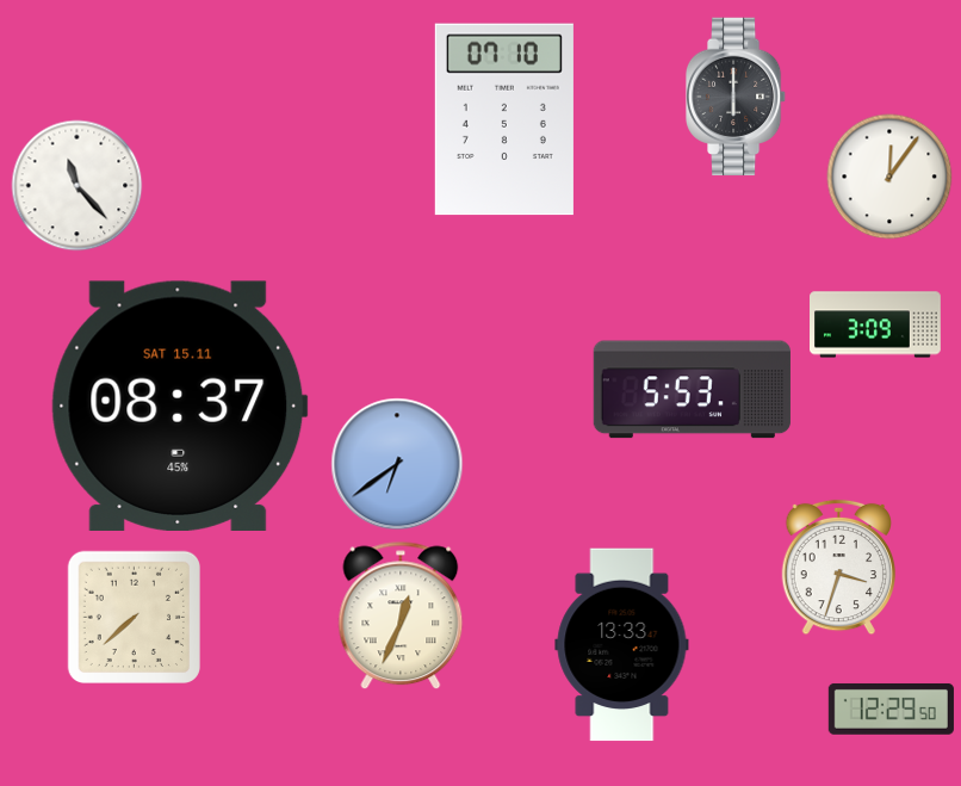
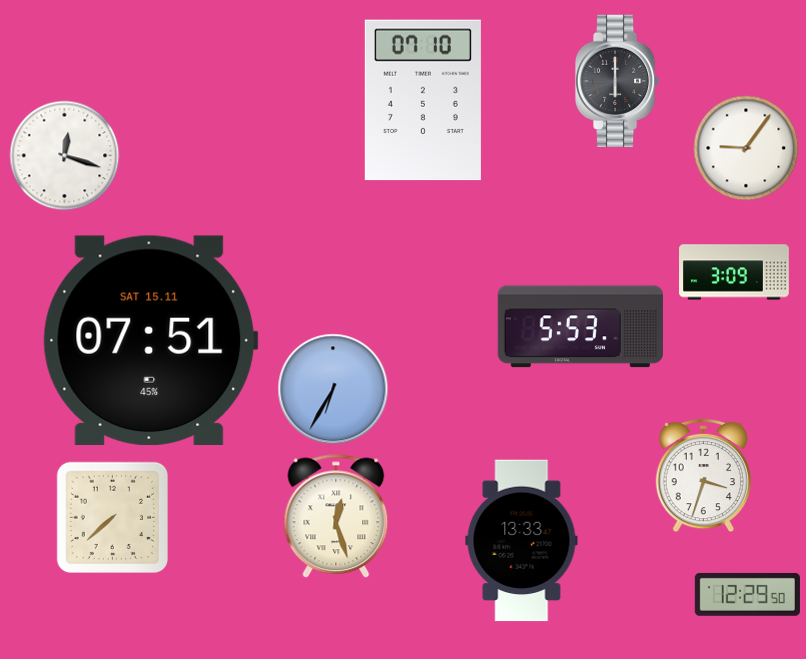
clock at (889, 177): 12:06 -> 9:06
clock at (77, 186): 11:23 -> 12:18
clock at (179, 406): 08:37 -> 07:51
clock at (397, 464): 6:39 -> 6:35
clock at (401, 615): 12:34 -> 12:27
